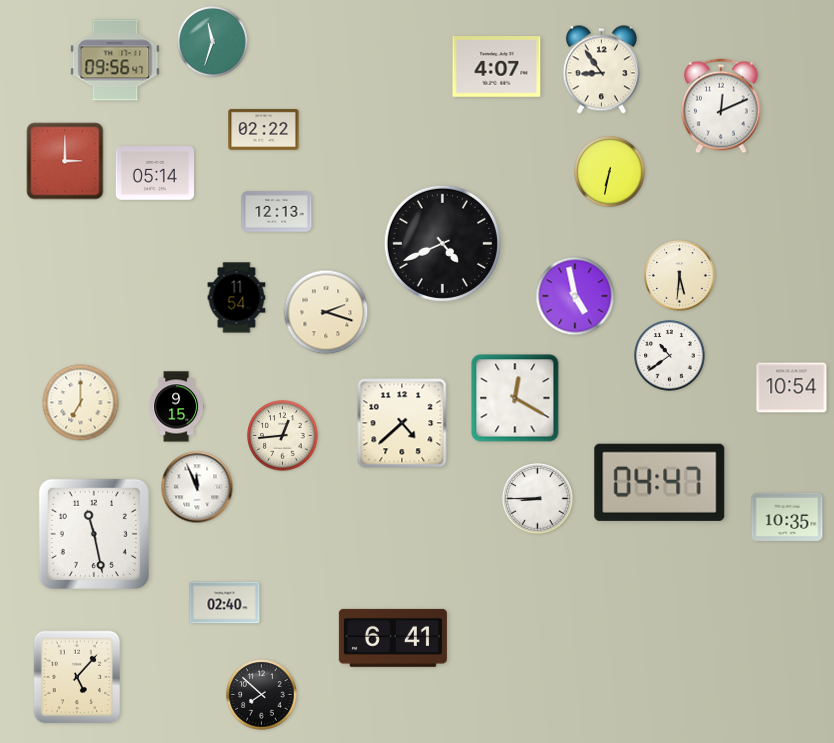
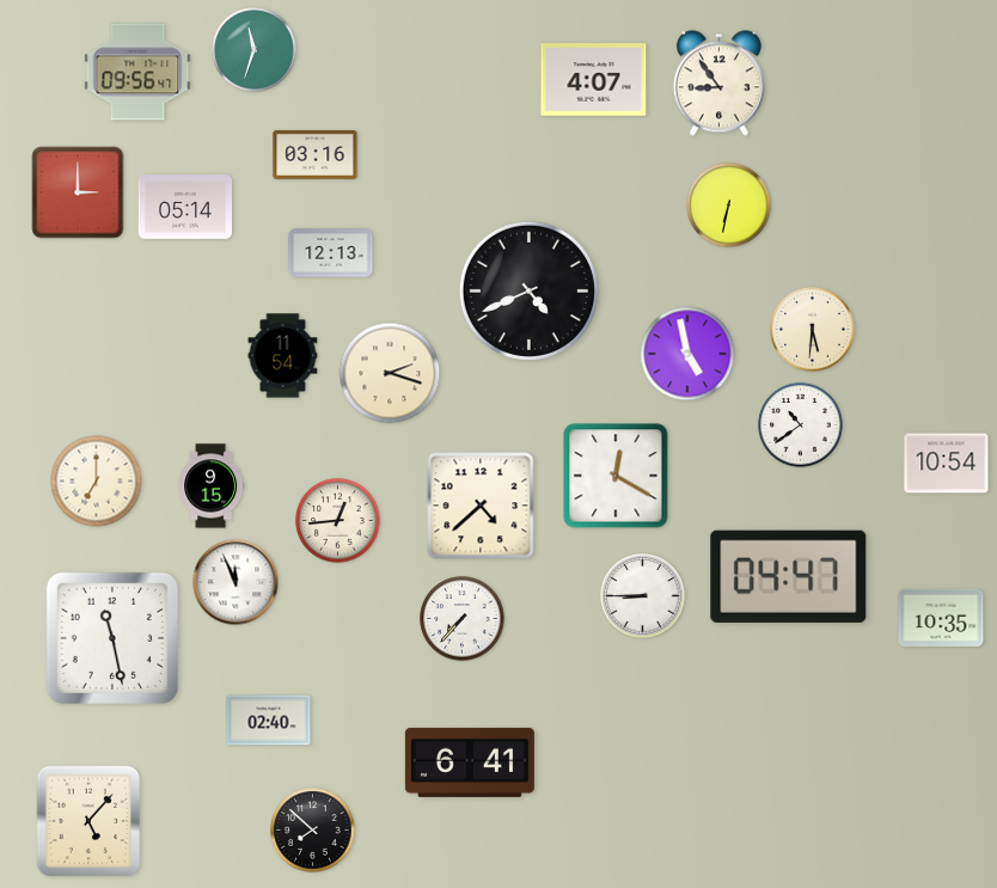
clock at (722, 106): 12:11 -> none
clock at (264, 129): 02:22 -> 03:16
clock at (463, 619): none -> 7:37
clock at (77, 677) position: (77, 677) -> (88, 821)
